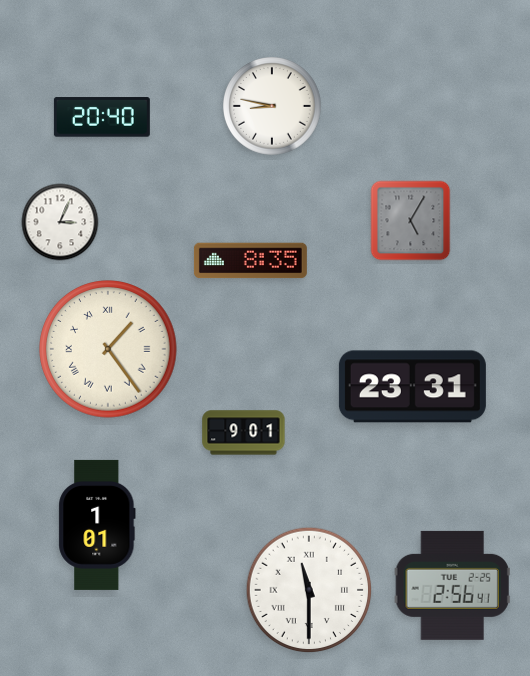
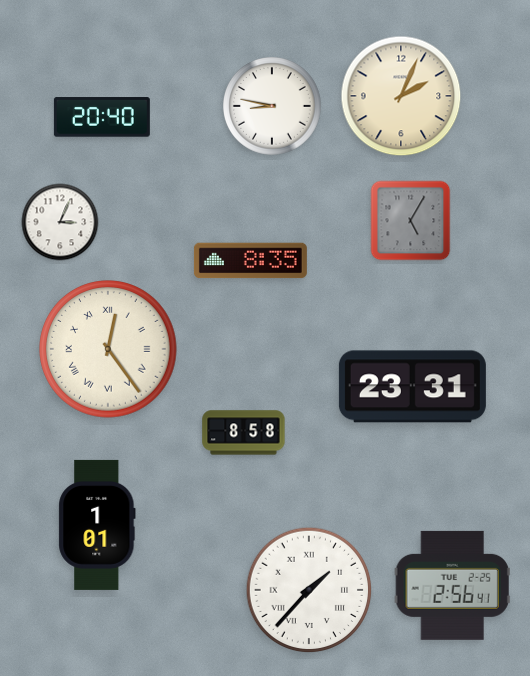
clock at (401, 96): none -> 2:04
clock at (108, 349): 1:24 -> 12:24
clock at (244, 433): 9:01 -> 8:58
clock at (309, 590): 11:30 -> 1:37
